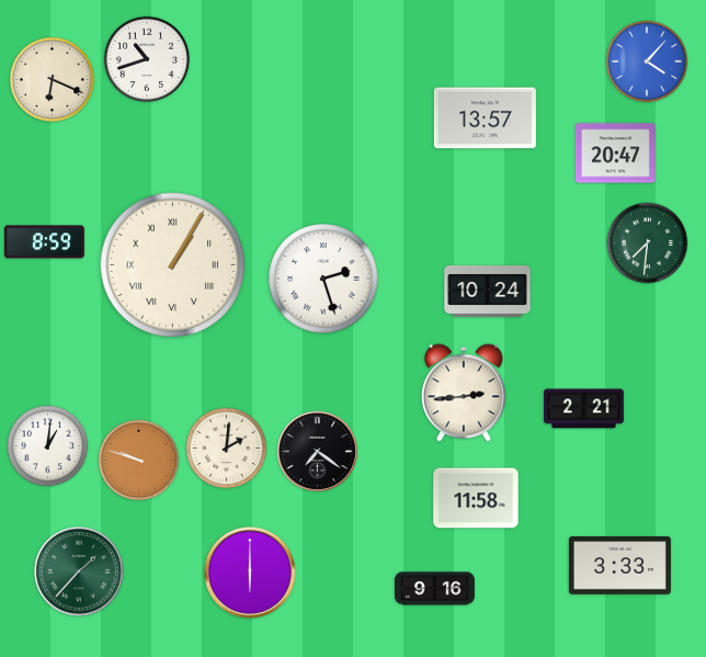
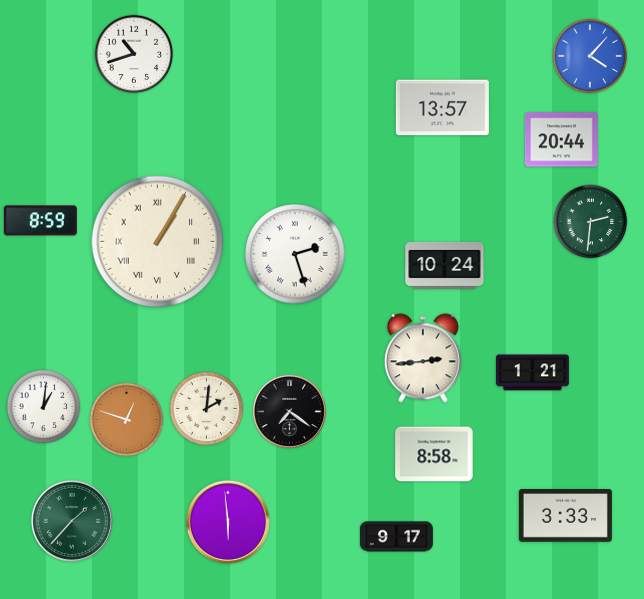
clock at (53, 80): 6:19 -> none
clock at (615, 154): 20:47 -> 20:44
clock at (648, 243): 7:31 -> 2:31
clock at (583, 409): 2:21 -> 1:21
clock at (139, 461): 9:48 -> 12:48
clock at (476, 498): 11:58 -> 8:58
clock at (250, 573): 6:00 -> 5:59
clock at (434, 589): 9:16 -> 9:17
